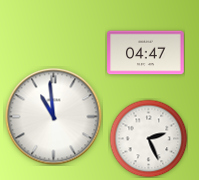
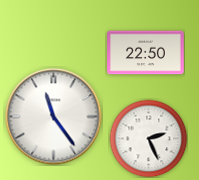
clock at (146, 53): 04:47 -> 22:50
clock at (54, 117): 10:59 -> 11:24
